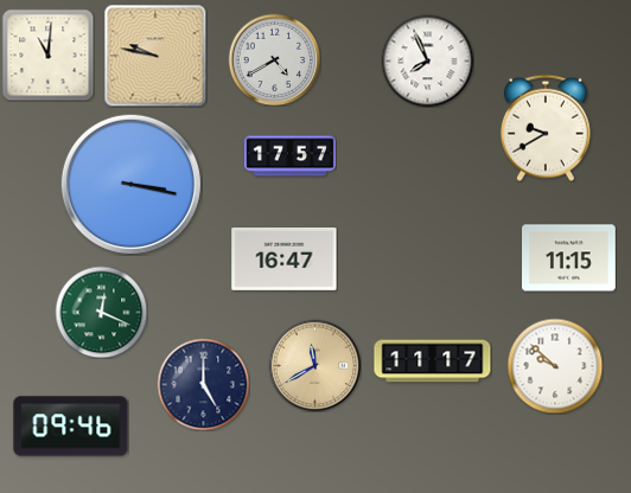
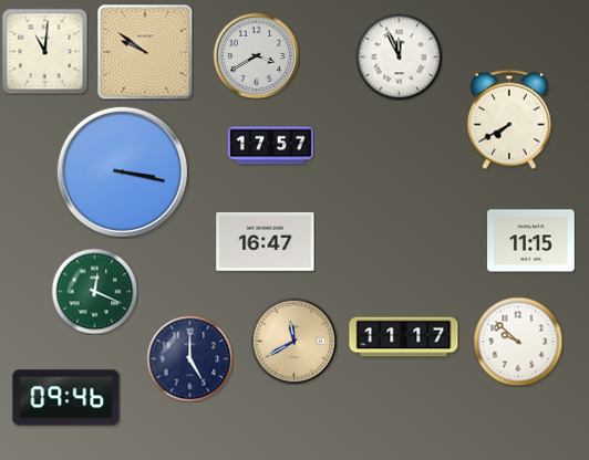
clock at (155, 56): 9:47 -> 9:51
clock at (274, 59): 4:40 -> 3:40
clock at (427, 60): 7:56 -> 11:56
clock at (546, 128): 9:40 -> 7:40
